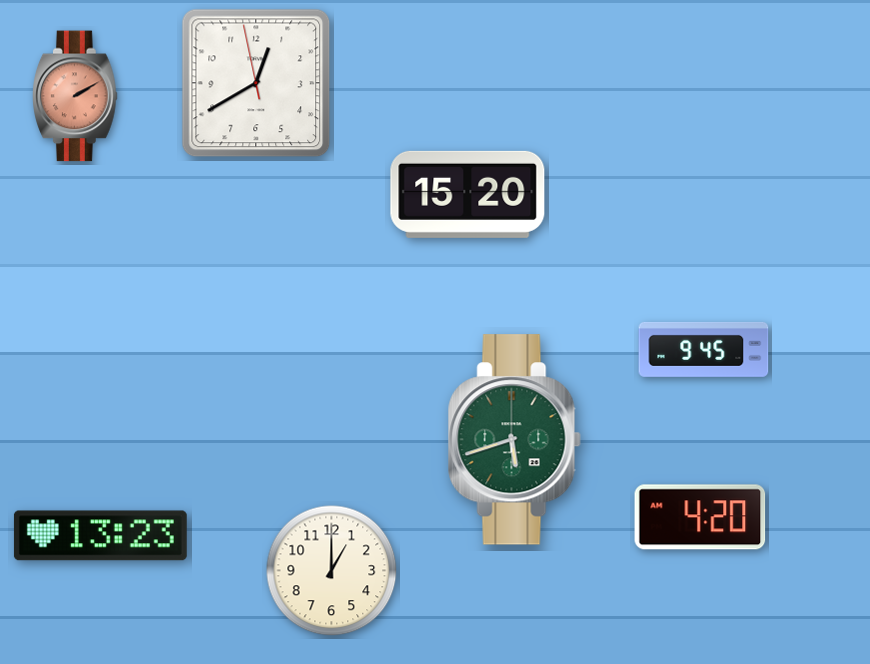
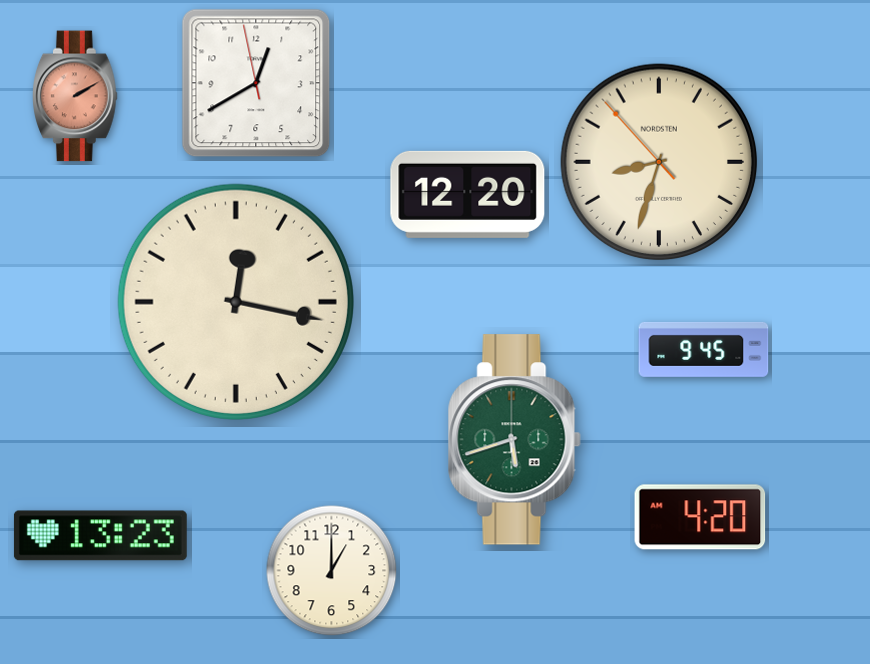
clock at (659, 162): none -> 8:32
clock at (468, 194): 15:20 -> 12:20
clock at (236, 302): none -> 12:17
